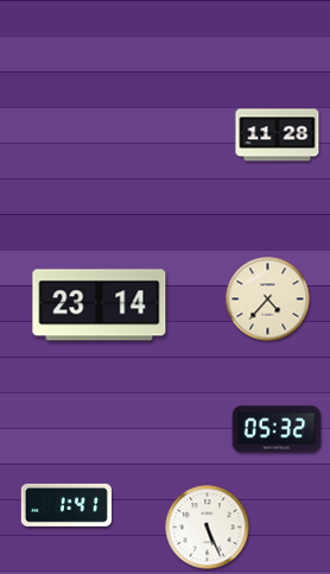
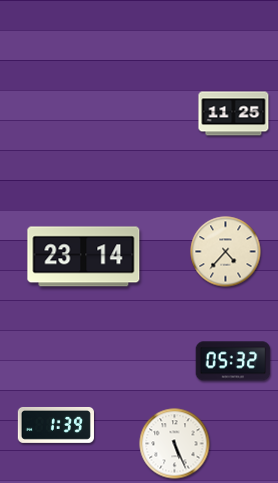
clock at (278, 135): 11:28 -> 11:25
clock at (66, 505): 1:41 -> 1:39
